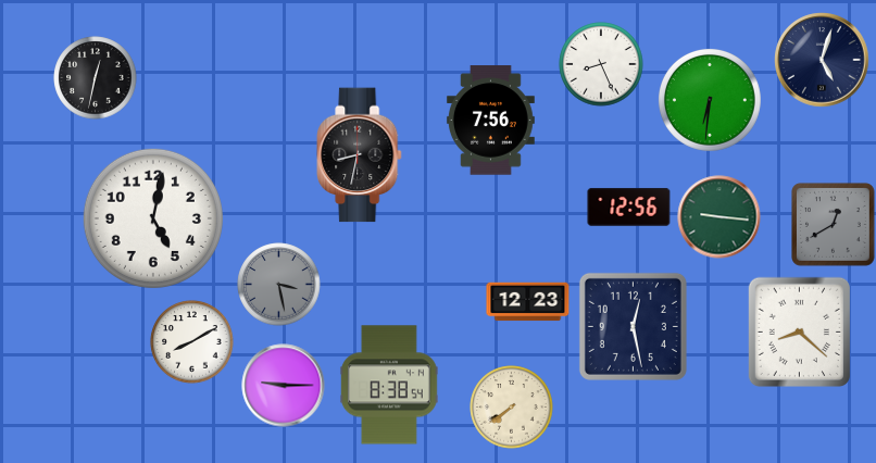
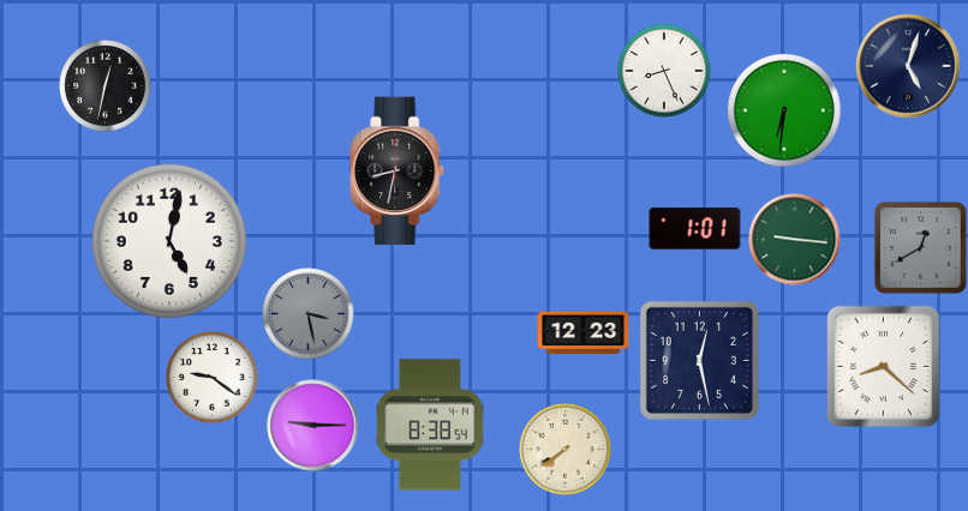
clock at (490, 121): 7:56 -> none
clock at (629, 207): 12:56 -> 1:01
clock at (192, 342): 8:10 -> 9:21
